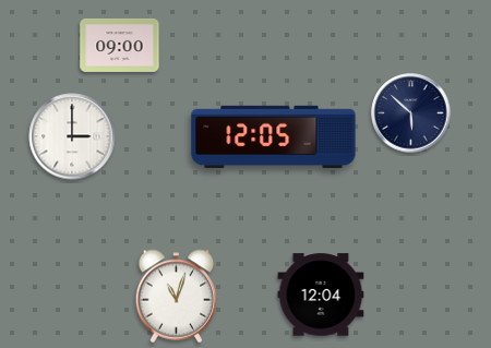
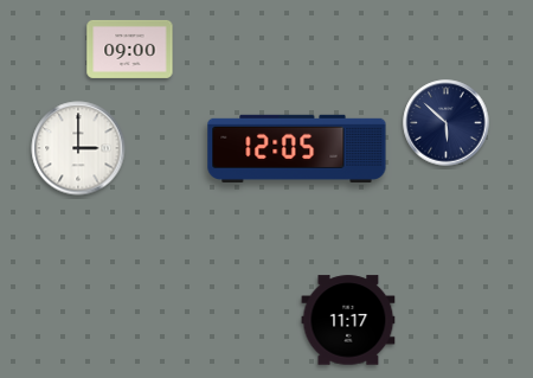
clock at (321, 295): 12:04 -> 11:17
clock at (177, 297): 11:03 -> none
